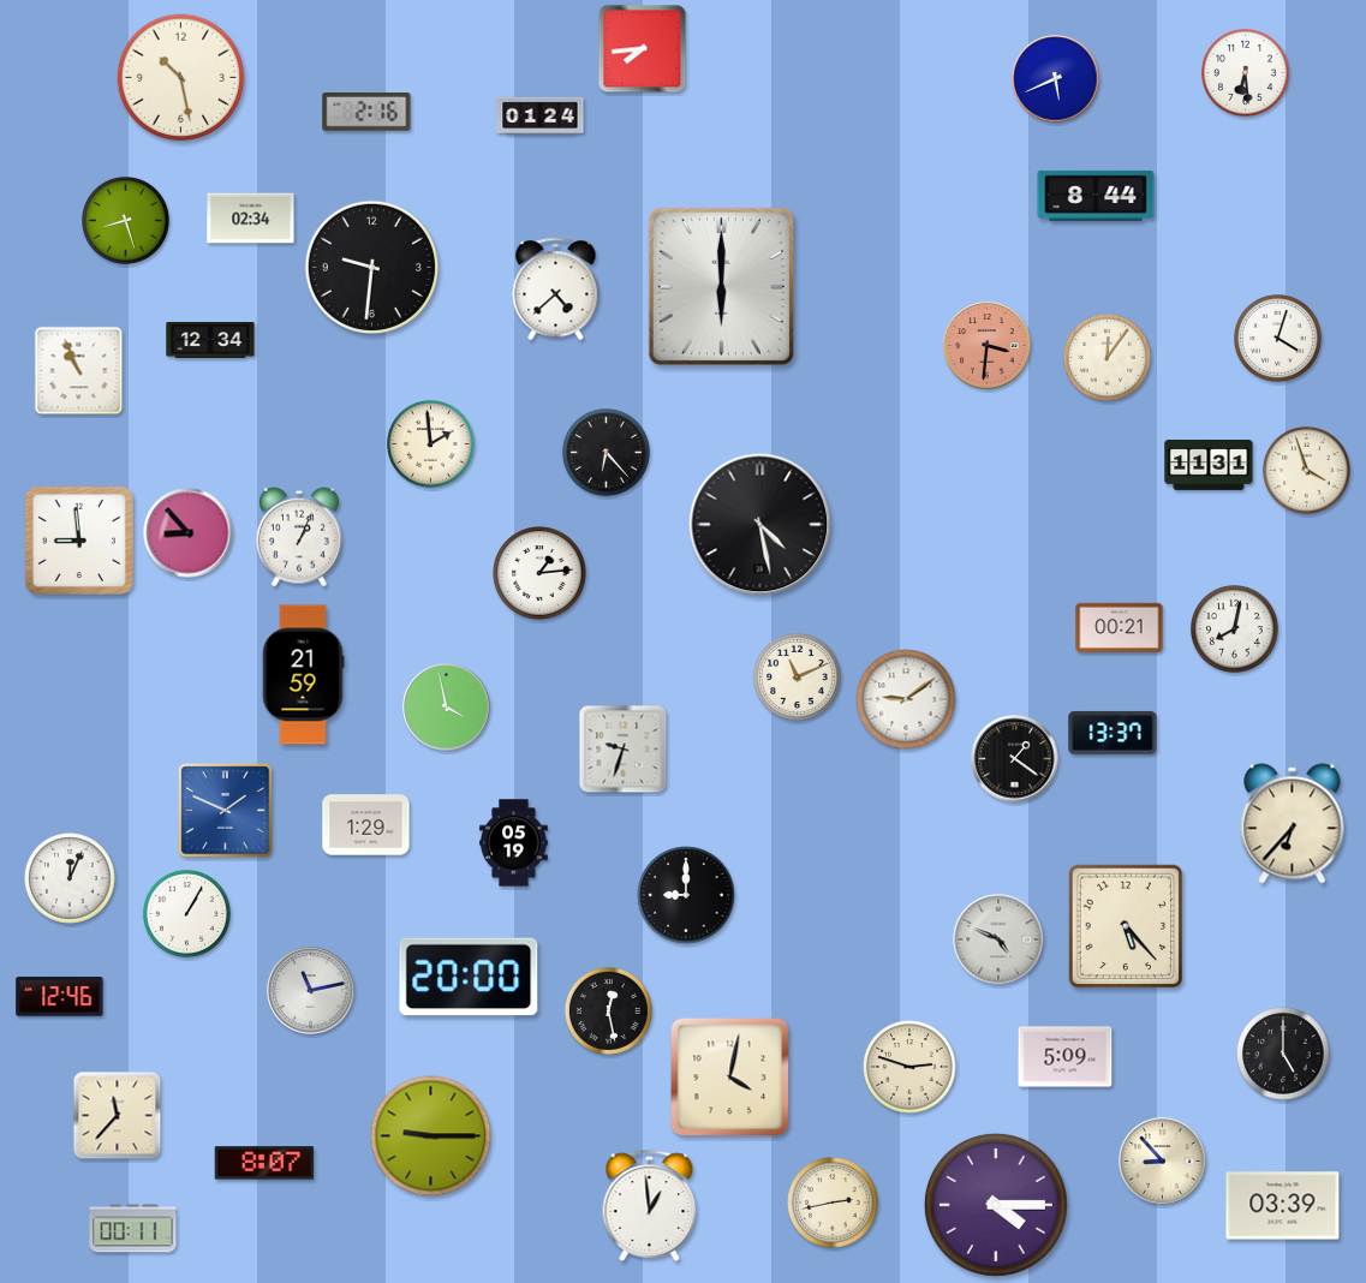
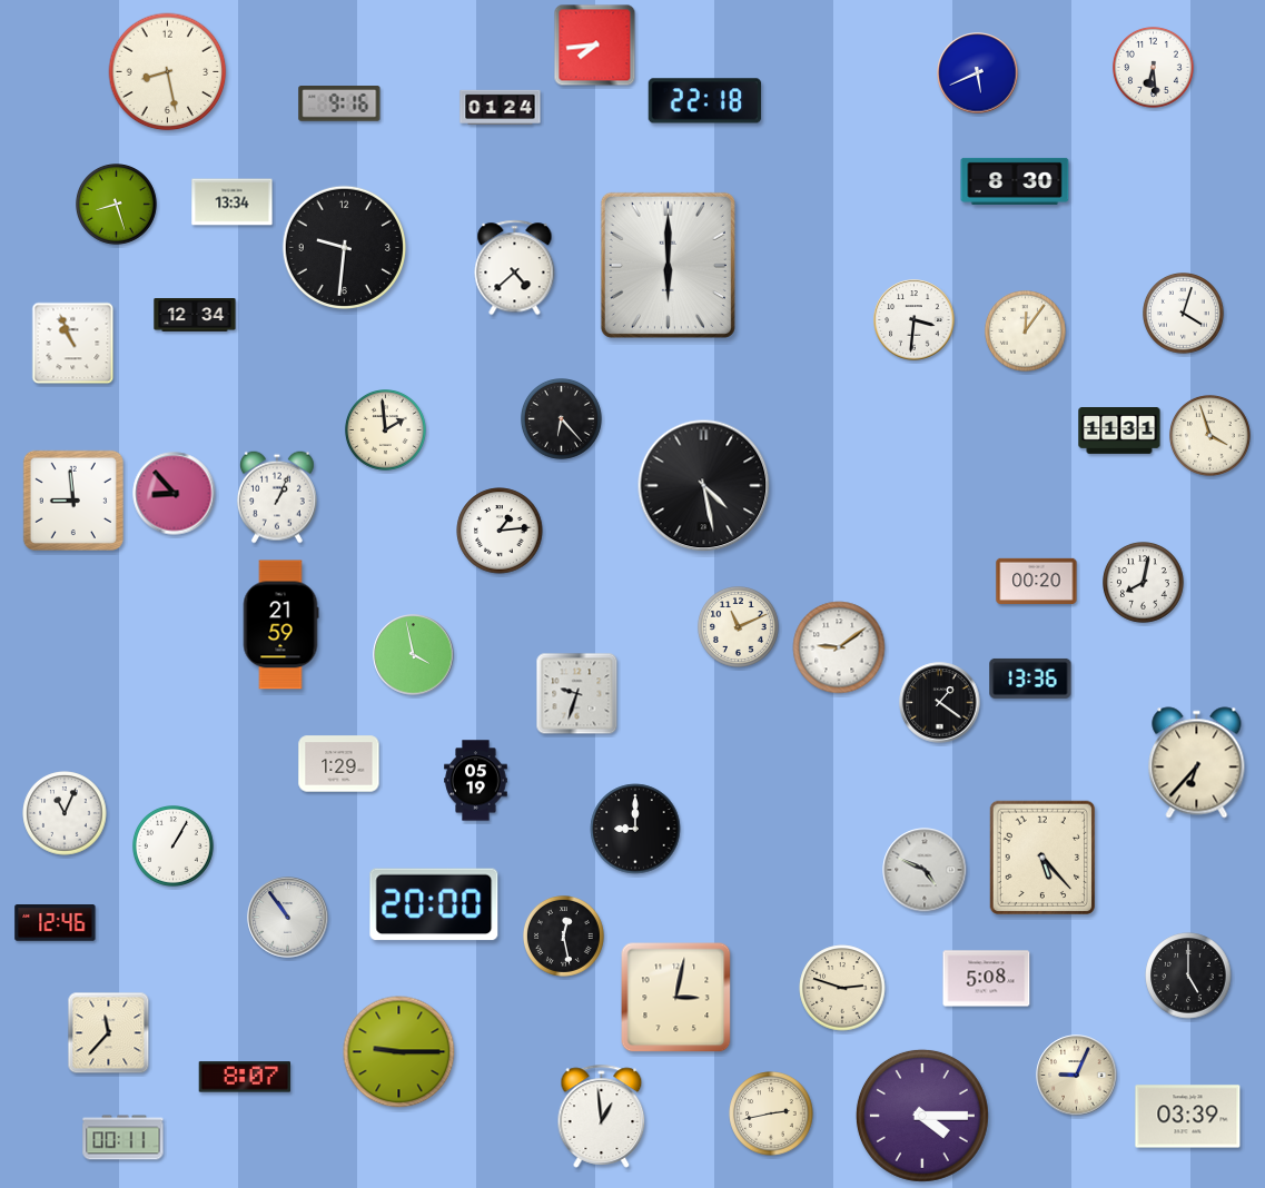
clock at (181, 78): 10:28 -> 8:28
clock at (705, 101): none -> 22:18
clock at (366, 113): 2:16 -> 9:16
clock at (1096, 196): 8:44 -> 8:30
clock at (251, 219): 02:34 -> 13:34
clock at (988, 346) dial: salmon -> white
clock at (431, 444) position: (431, 444) -> (386, 430)
clock at (1120, 627): 00:21 -> 00:20
clock at (1113, 733): 13:37 -> 13:36
clock at (226, 811): 1:49 -> none
clock at (70, 878): 12:04 -> 11:04
clock at (311, 991): 11:13 -> 10:54
clock at (1066, 1057): 5:09 -> 5:08
clock at (730, 1078): 4:02 -> 3:02
clock at (1163, 1162): 8:53 -> 9:04
